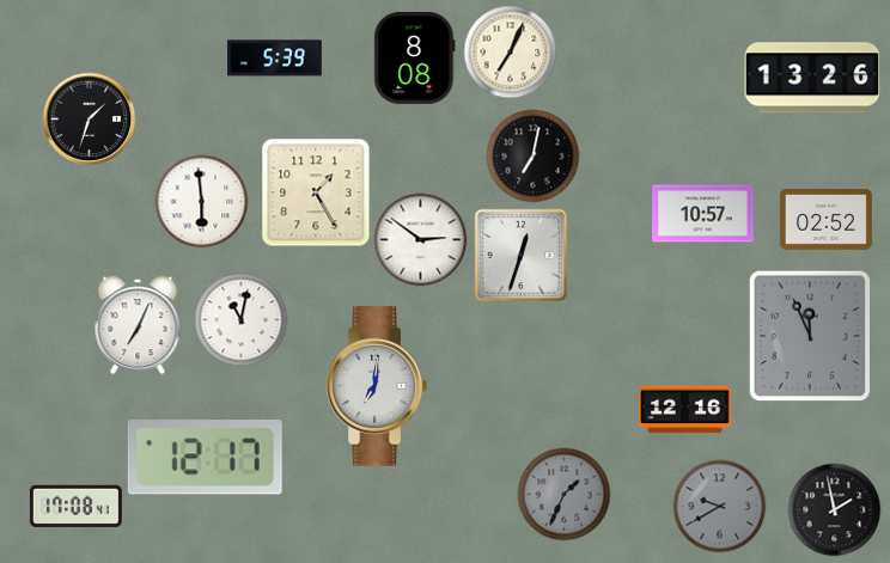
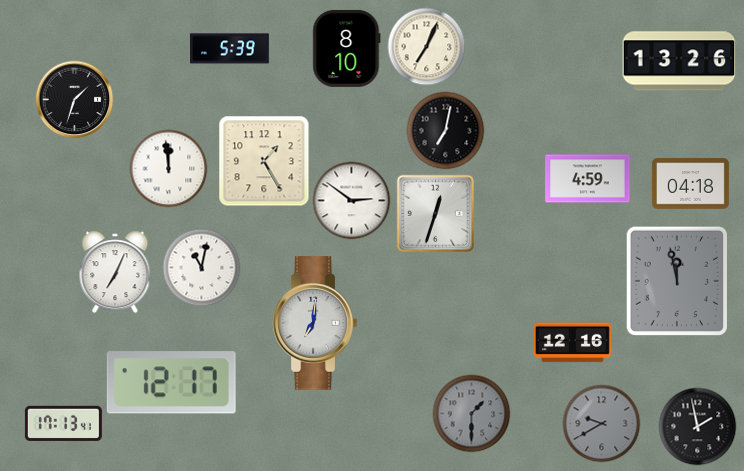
clock at (510, 51) position: (510, 51) -> (426, 46)
clock at (415, 57): 8:08 -> 8:10
clock at (812, 78) position: (812, 78) -> (679, 61)
clock at (201, 201): 5:59 -> 11:59
clock at (703, 214): 10:57 -> 4:59
clock at (825, 220): 02:52 -> 04:18
clock at (810, 336): 11:56 -> 11:58
clock at (563, 494): 1:34 -> 1:30
clock at (75, 506): 17:08 -> 17:13
